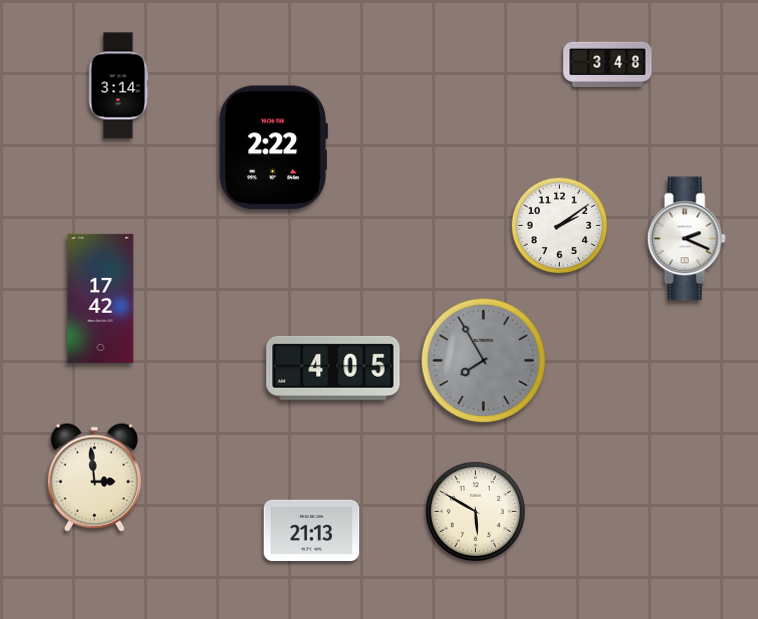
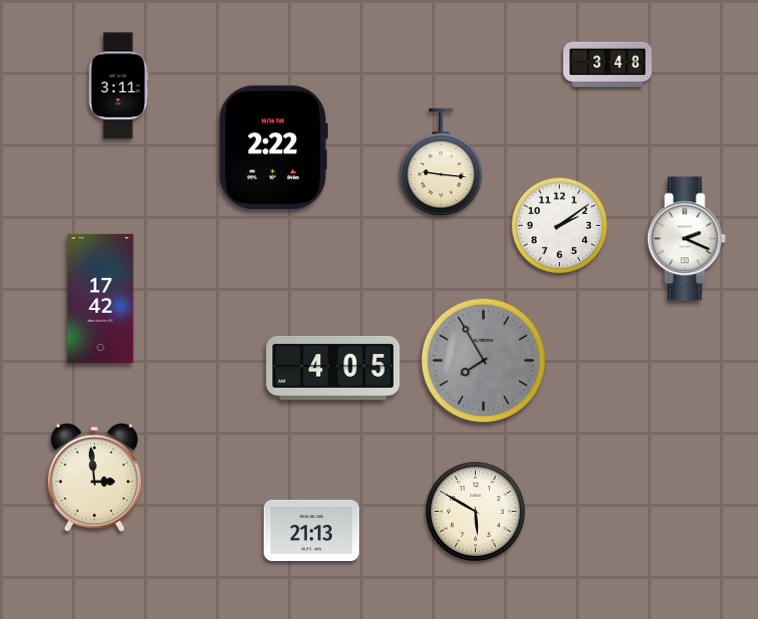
clock at (118, 86): 3:14 -> 3:11
clock at (441, 162): none -> 9:16
